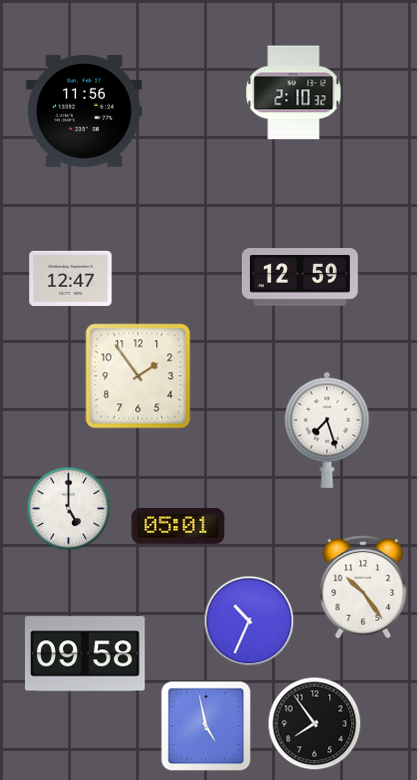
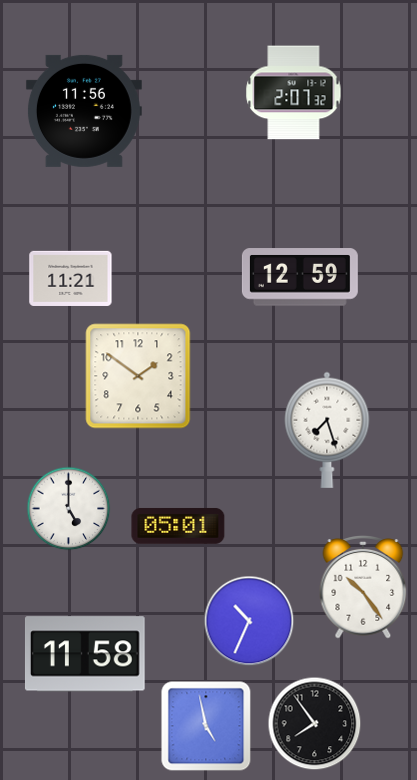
clock at (294, 93): 2:10 -> 2:07
clock at (71, 278): 12:47 -> 11:21
clock at (138, 376): 1:54 -> 1:51
clock at (85, 654): 09:58 -> 11:58
